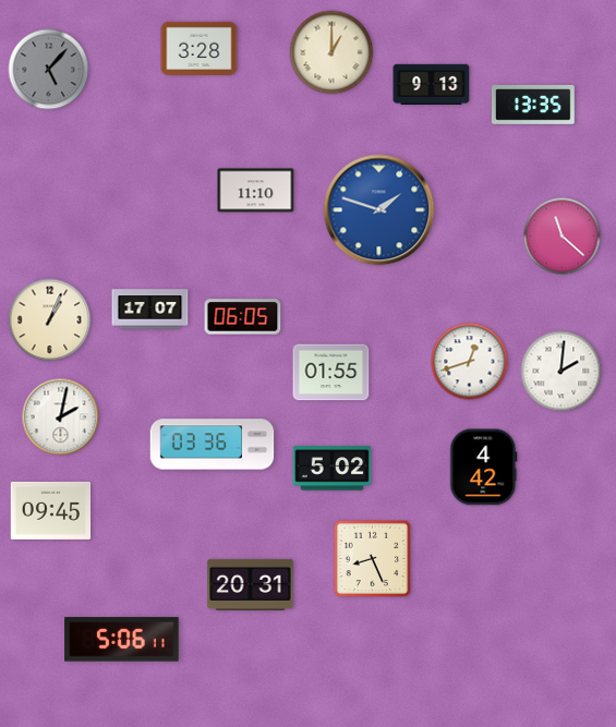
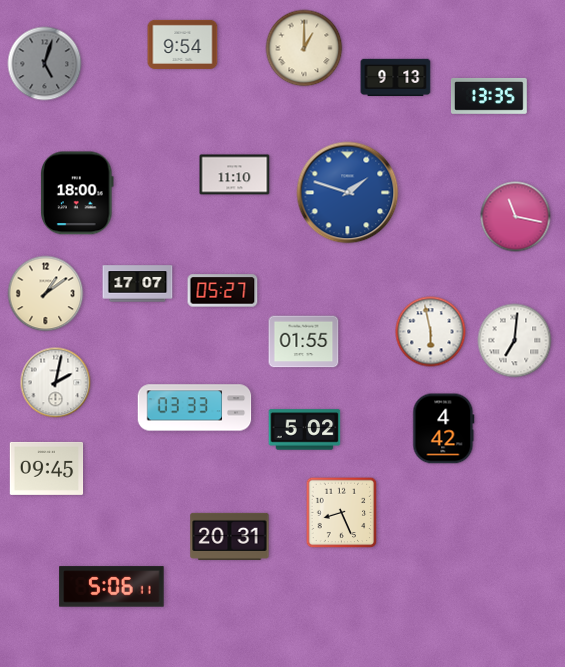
clock at (200, 48): 3:28 -> 9:54
clock at (49, 70): 5:07 -> 5:03
clock at (78, 193): none -> 18:00
clock at (563, 237): 11:22 -> 11:17
clock at (243, 317): 06:05 -> 05:27
clock at (50, 320): 1:04 -> 1:09
clock at (470, 362): 12:42 -> 5:58
clock at (561, 372): 2:01 -> 7:01
clock at (213, 445): 03:36 -> 03:33
